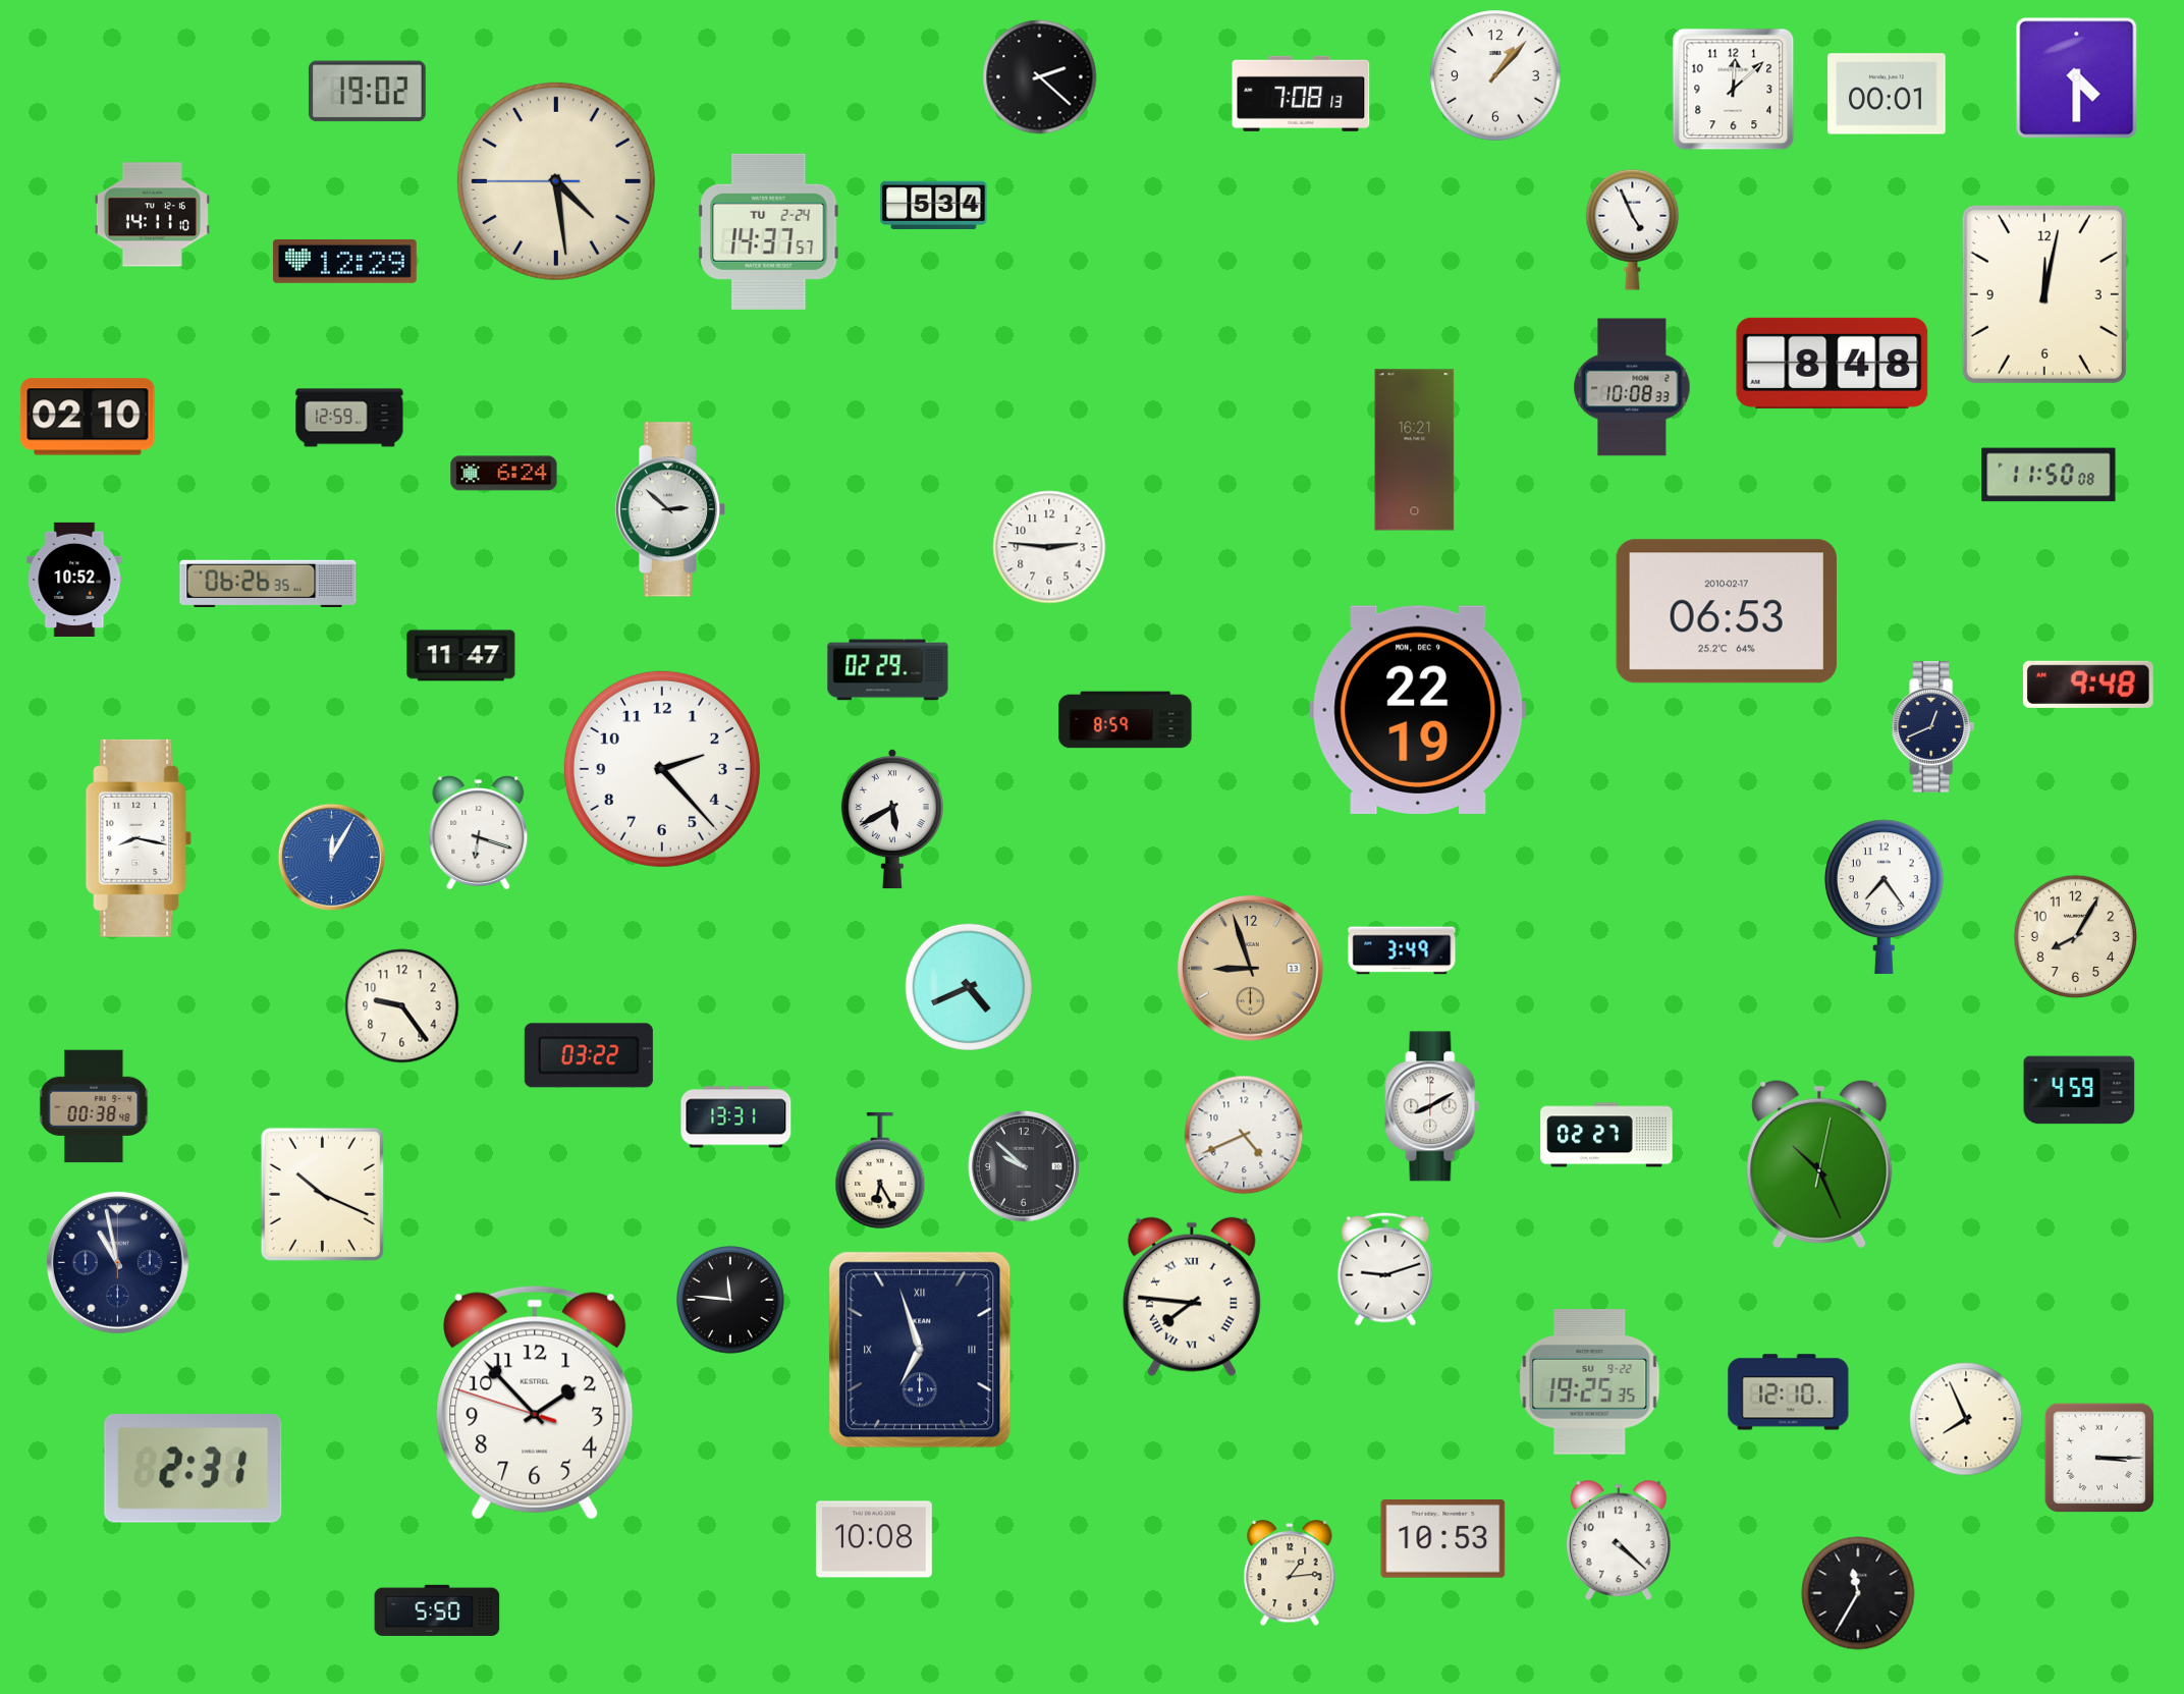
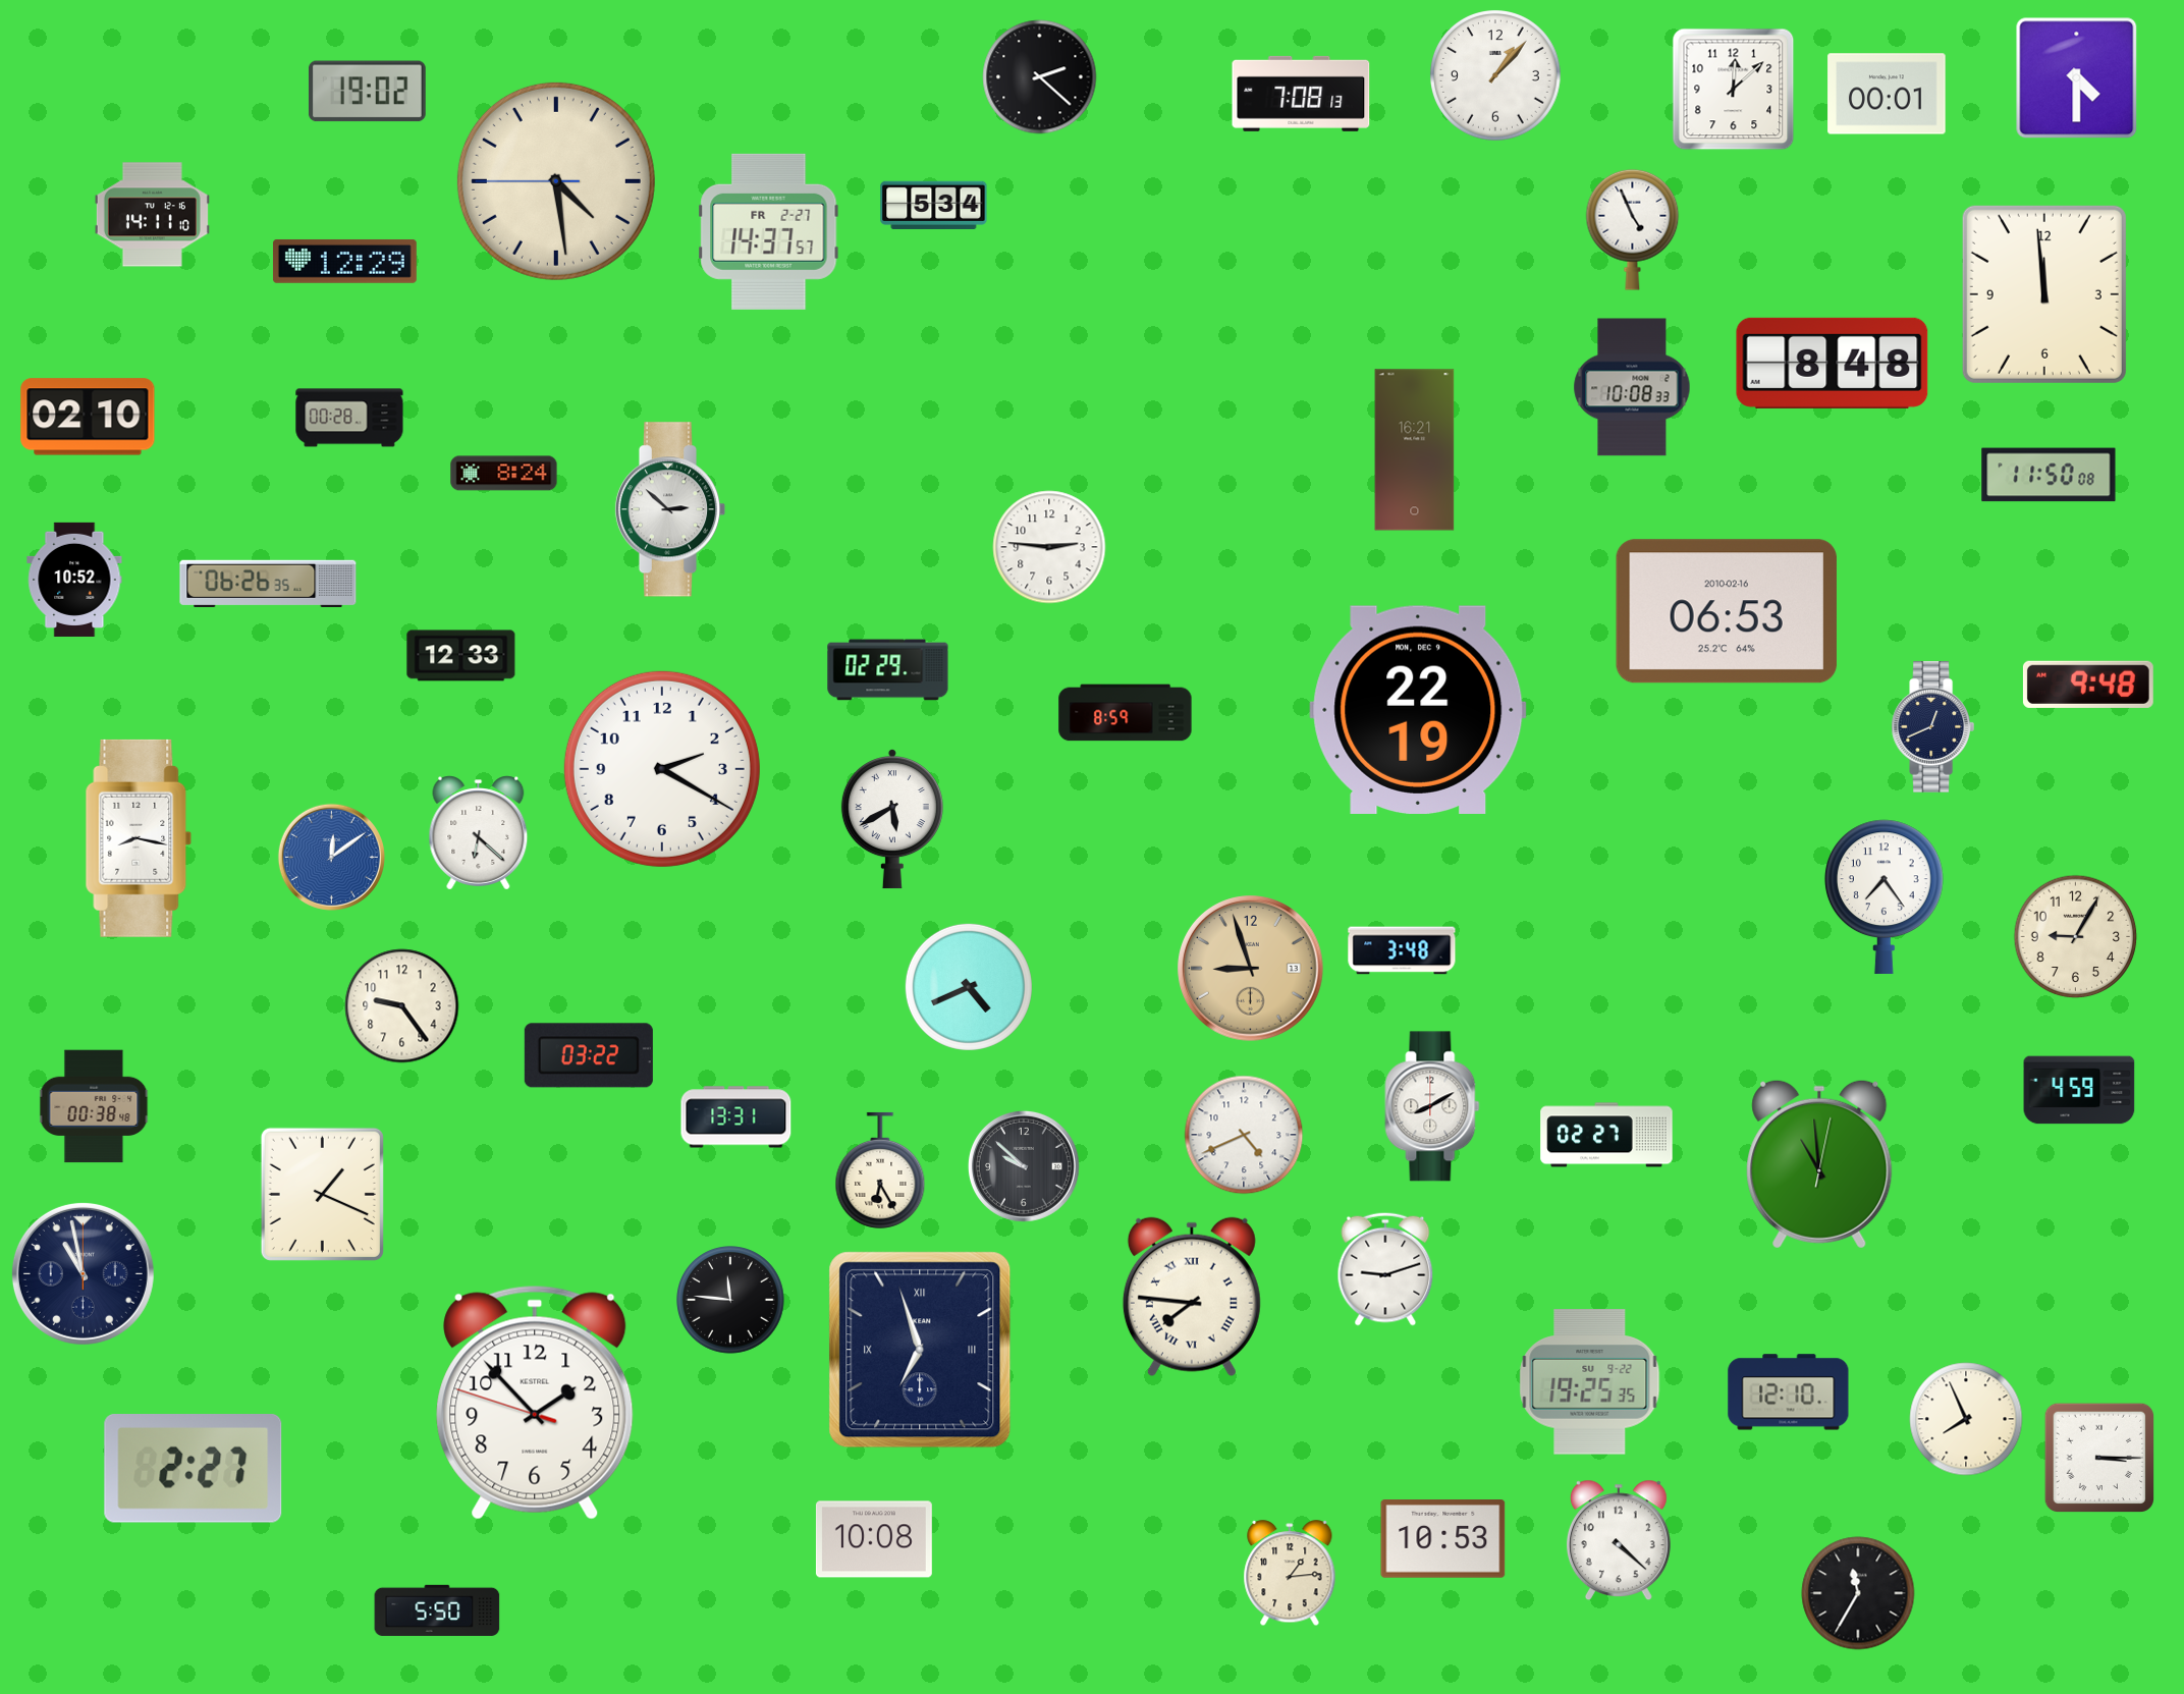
clock at (769, 231) date: TU 2-24 -> FR 2-27
clock at (2044, 294): 12:02 -> 11:59
clock at (349, 418): 12:59 -> 00:28
clock at (504, 474): 6:24 -> 8:24
clock at (1727, 611) date: 2010-02-17 -> 2010-02-16
clock at (461, 656): 11:47 -> 12:33
clock at (1126, 720) position: (1126, 720) -> (1126, 713)
clock at (662, 769): 2:23 -> 2:20
clock at (479, 833): 6:18 -> 6:22
clock at (331, 857): 12:05 -> 12:09
clock at (2076, 937): 8:05 -> 9:05
clock at (1402, 950): 3:49 -> 3:48
clock at (1819, 1164): 10:26 -> 10:59
clock at (322, 1194): 10:19 -> 1:19
clock at (117, 1262) position: (117, 1262) -> (83, 1273)
clock at (194, 1469): 2:31 -> 2:27
